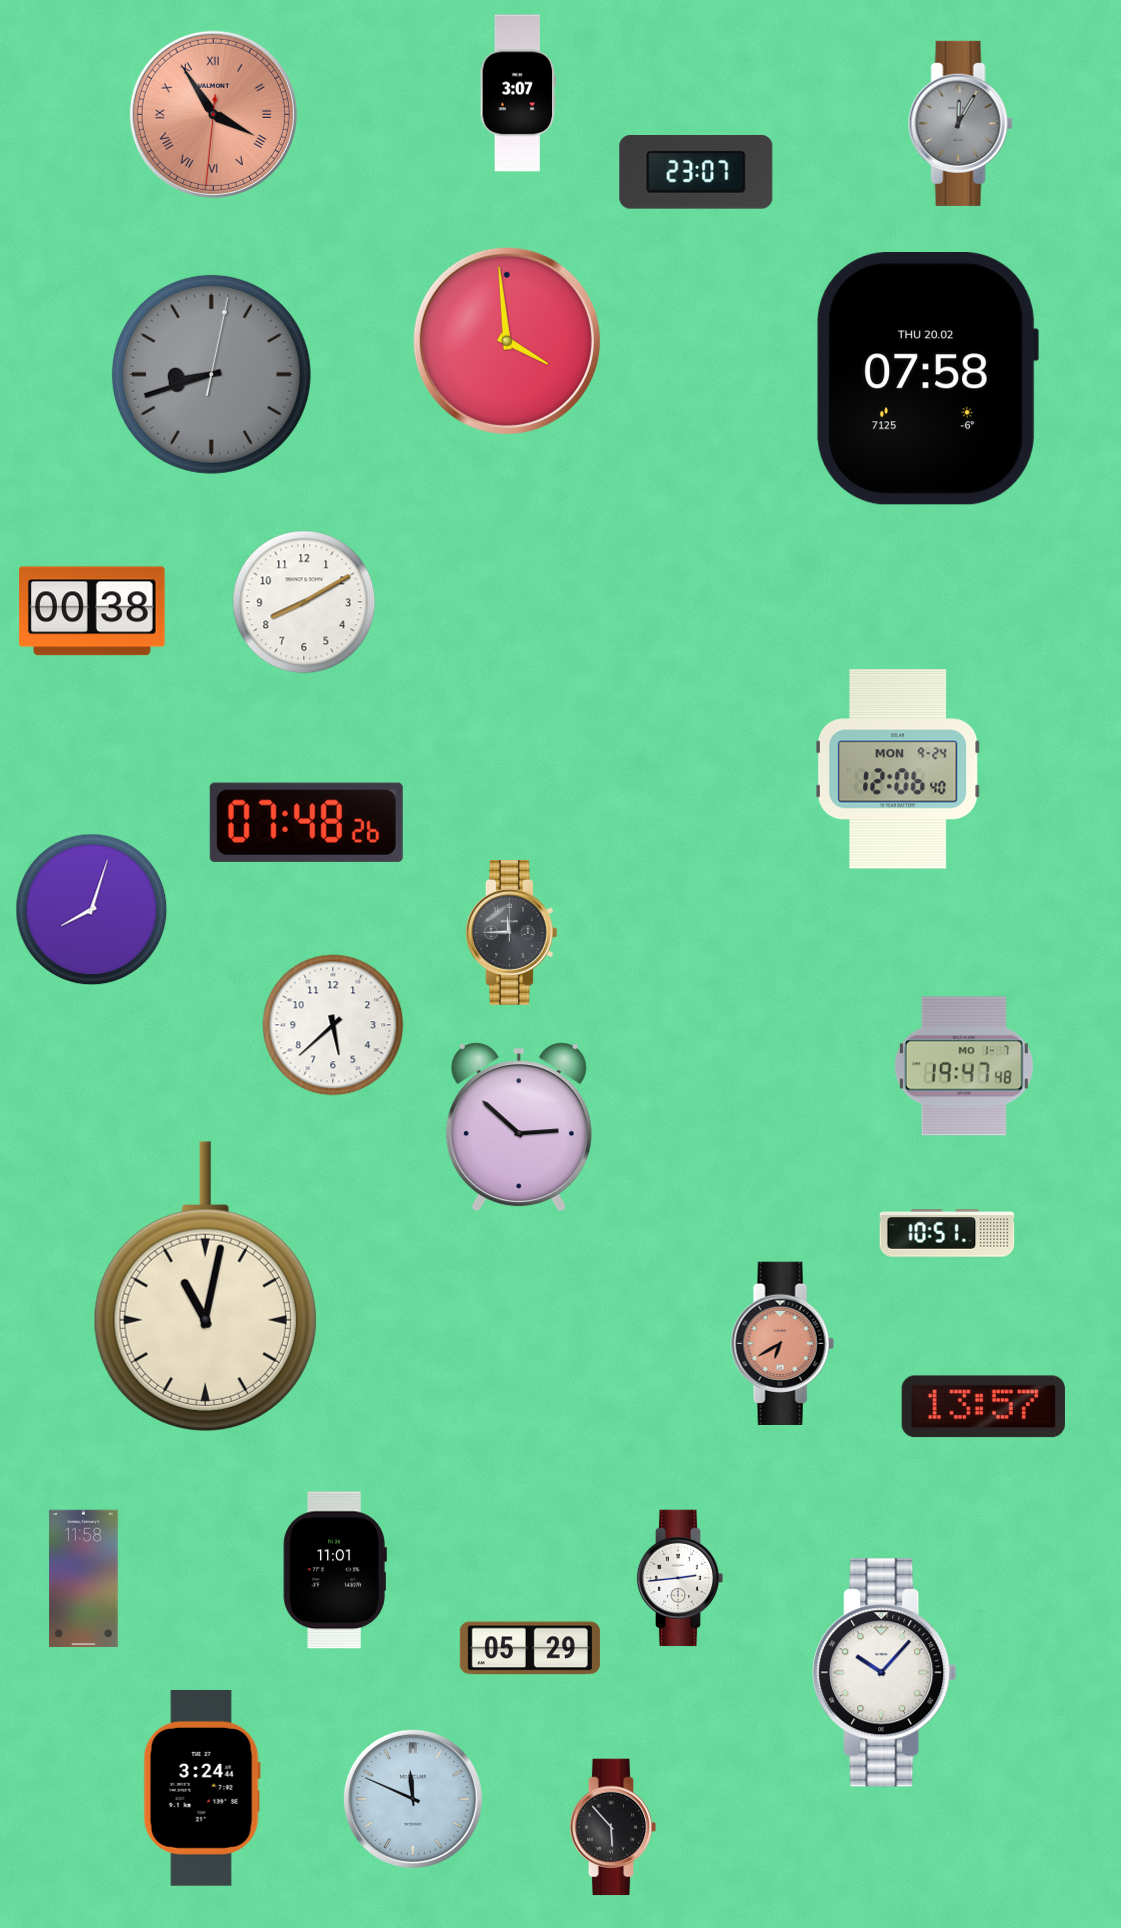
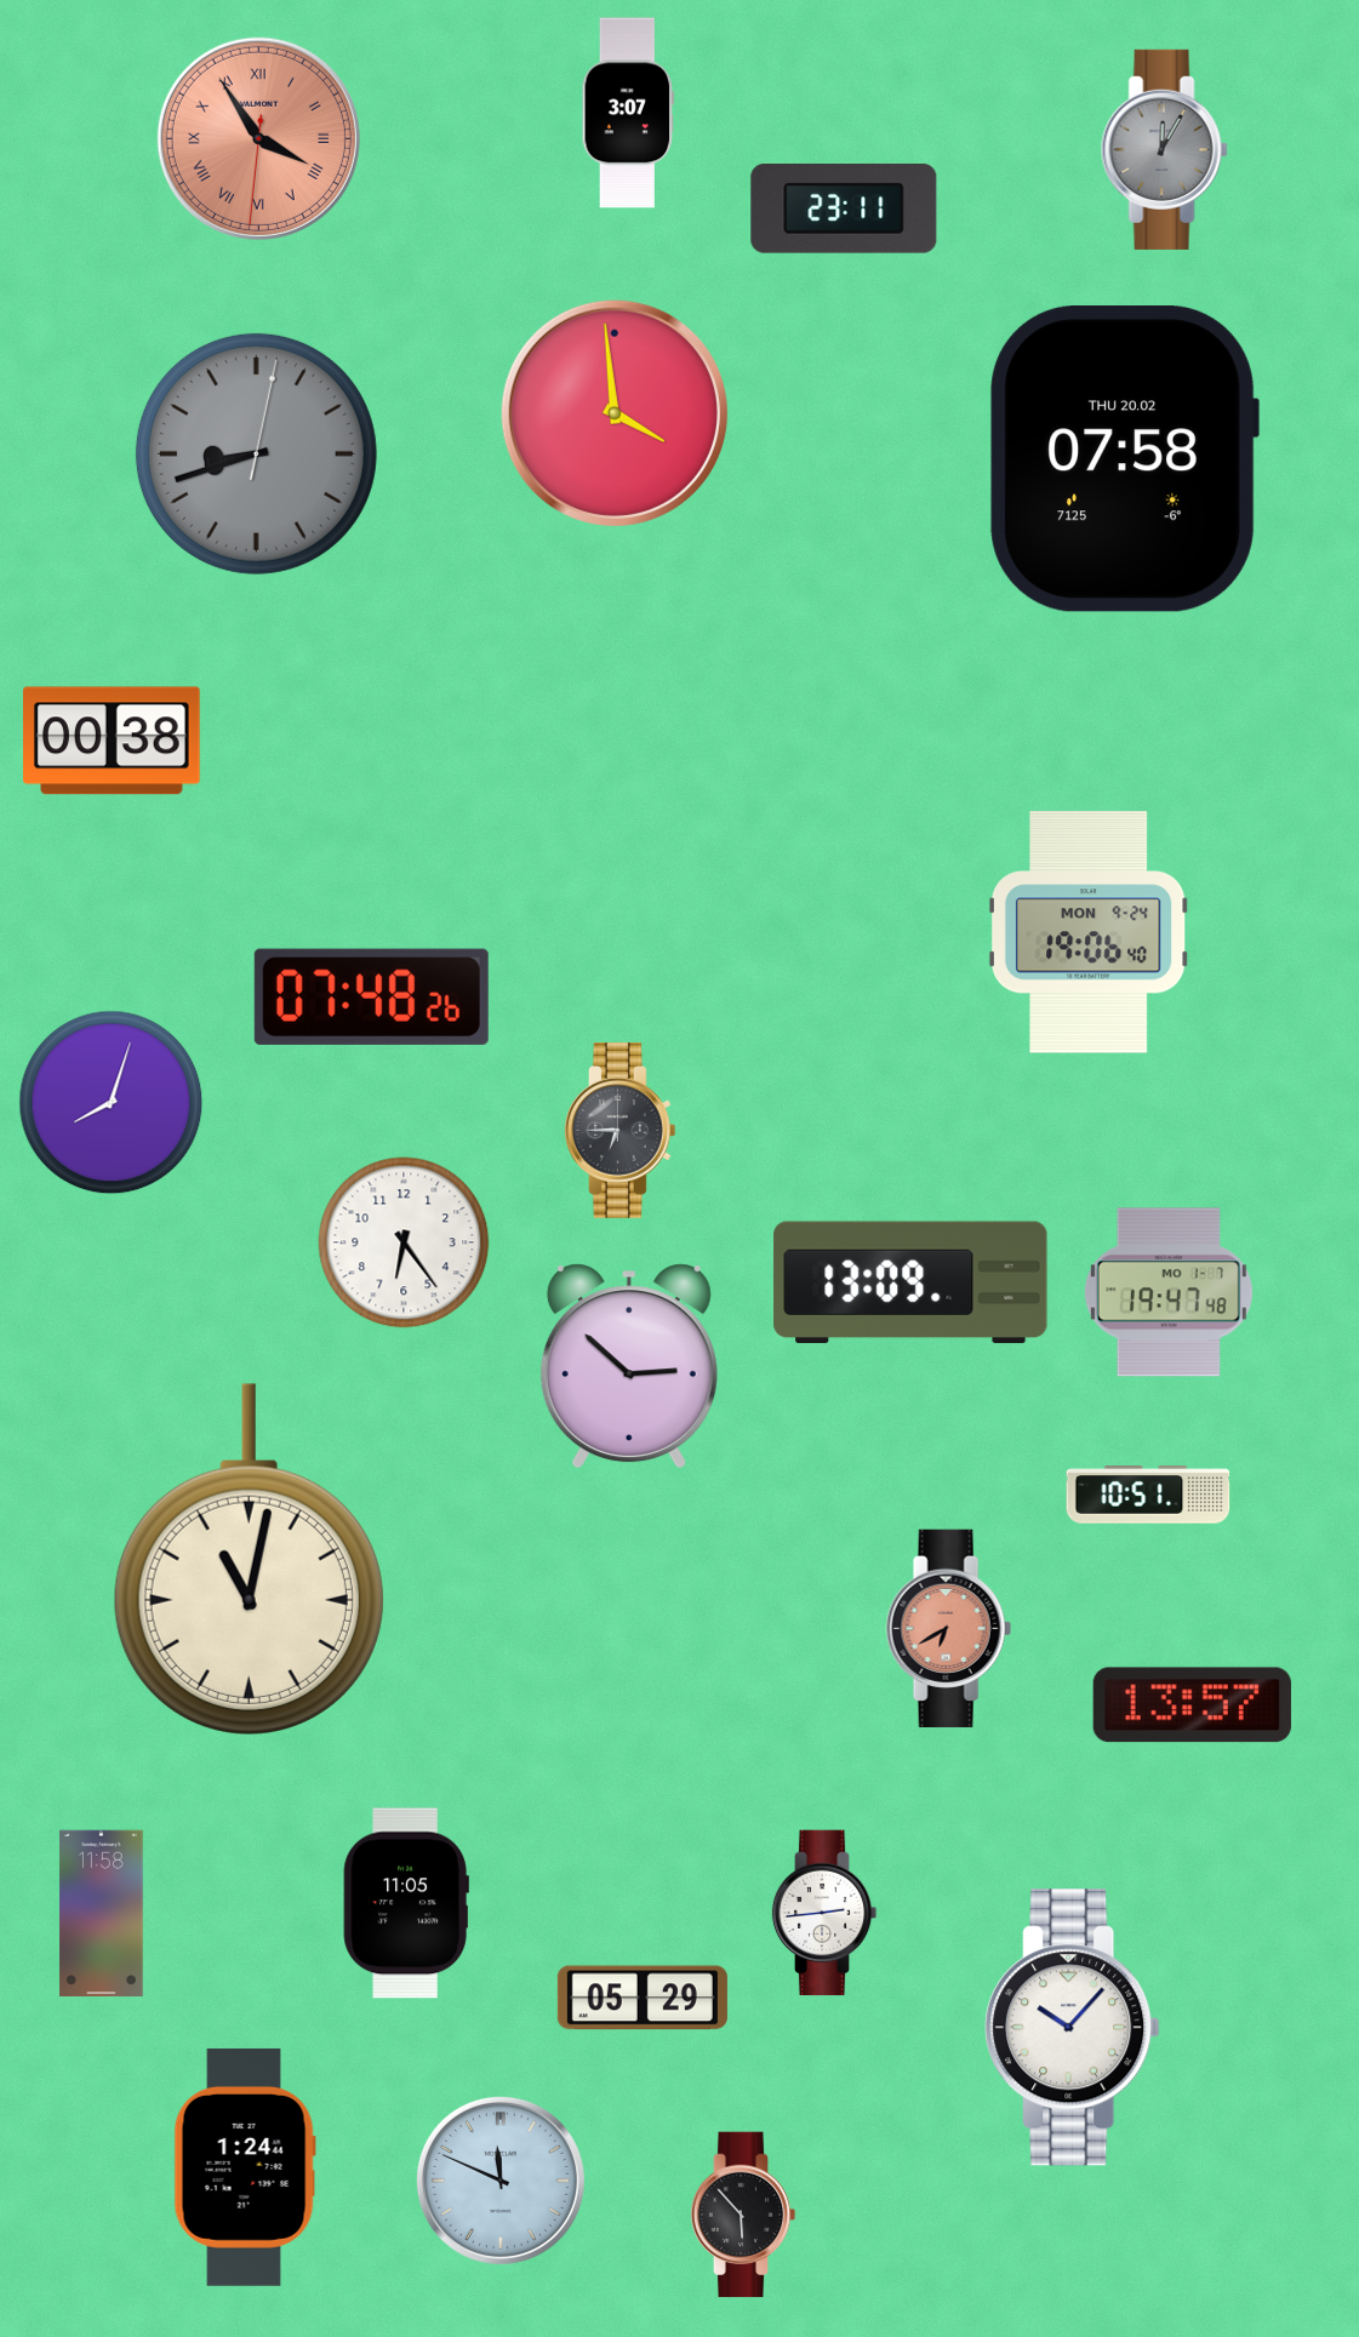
clock at (696, 173): 23:07 -> 23:11
clock at (304, 602): 8:10 -> none
clock at (898, 769): 12:06 -> 19:06
clock at (511, 933): 11:45 -> 6:45
clock at (333, 1025): 5:38 -> 6:24
clock at (910, 1282): none -> 13:09
clock at (335, 1570): 11:01 -> 11:05
clock at (202, 1788): 3:24 -> 1:24
